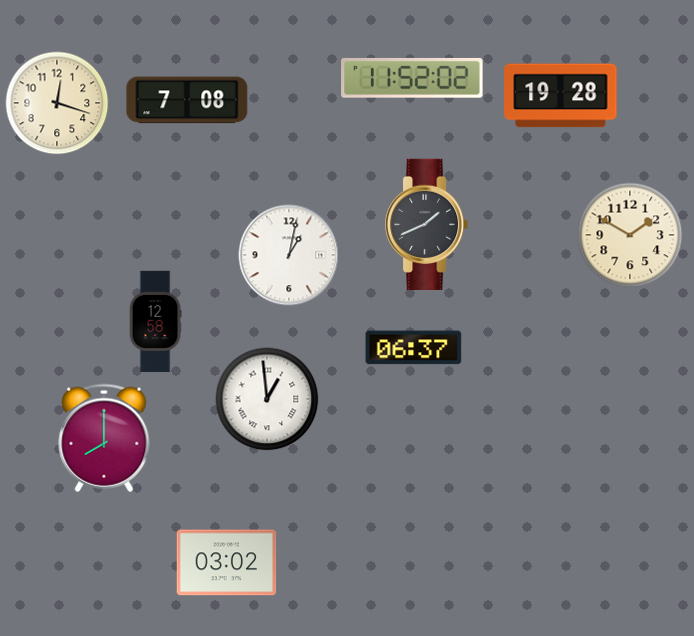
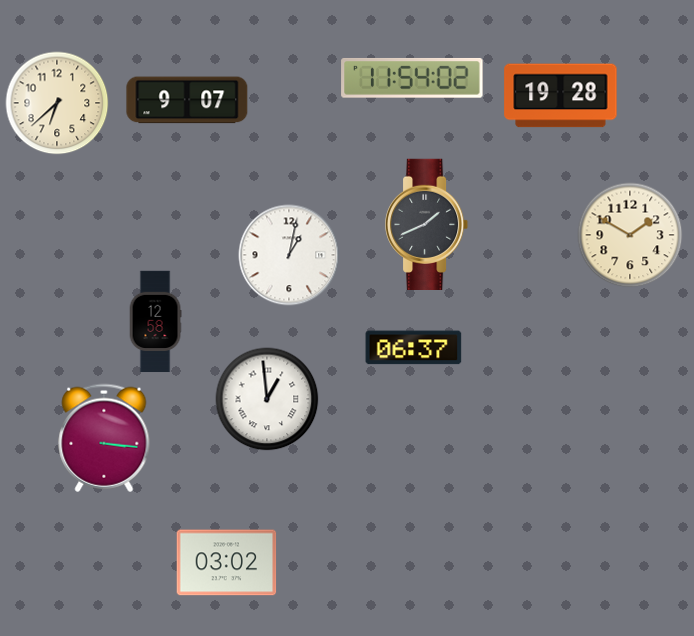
clock at (412, 78): 11:52 -> 11:54
clock at (187, 100): 7:08 -> 9:07
clock at (57, 103): 12:18 -> 6:38
clock at (104, 438): 8:00 -> 3:16
